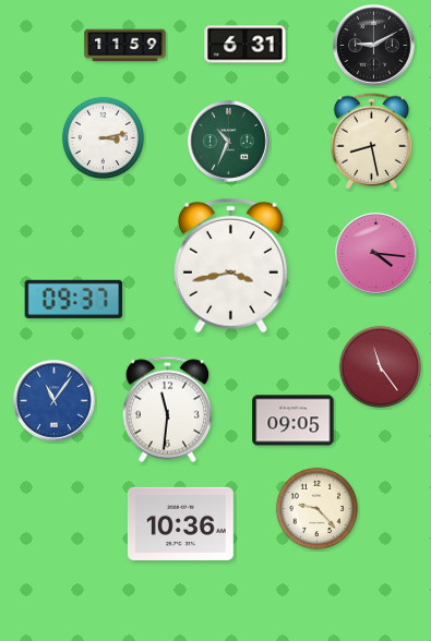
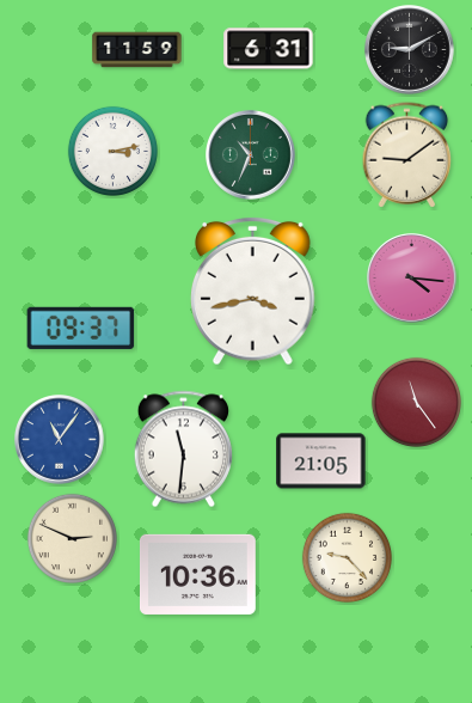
clock at (372, 142): 8:28 -> 9:09
clock at (294, 421): 09:05 -> 21:05
clock at (72, 538): none -> 2:49
